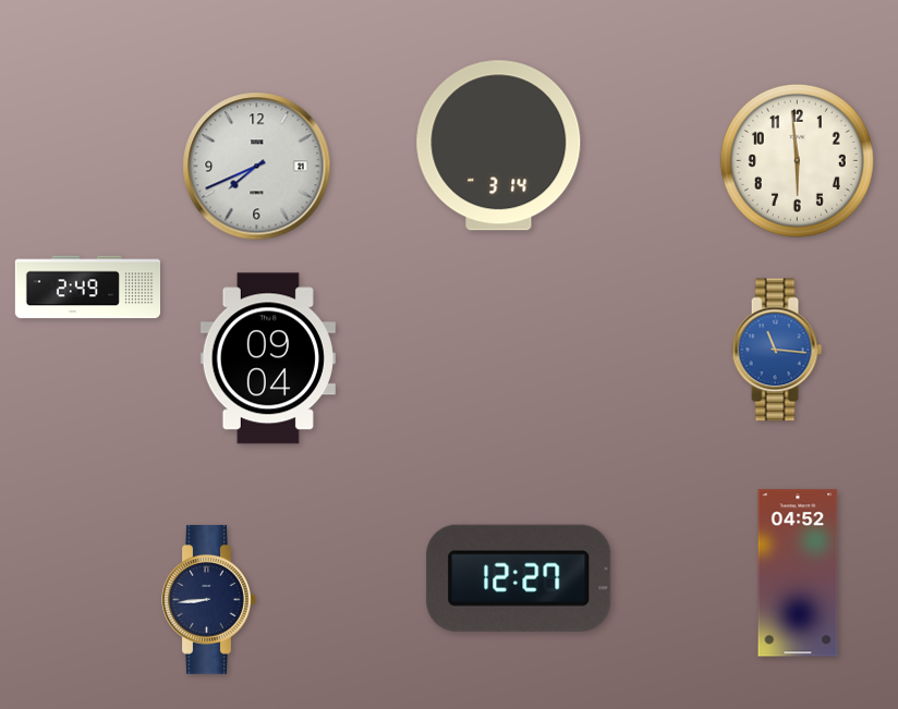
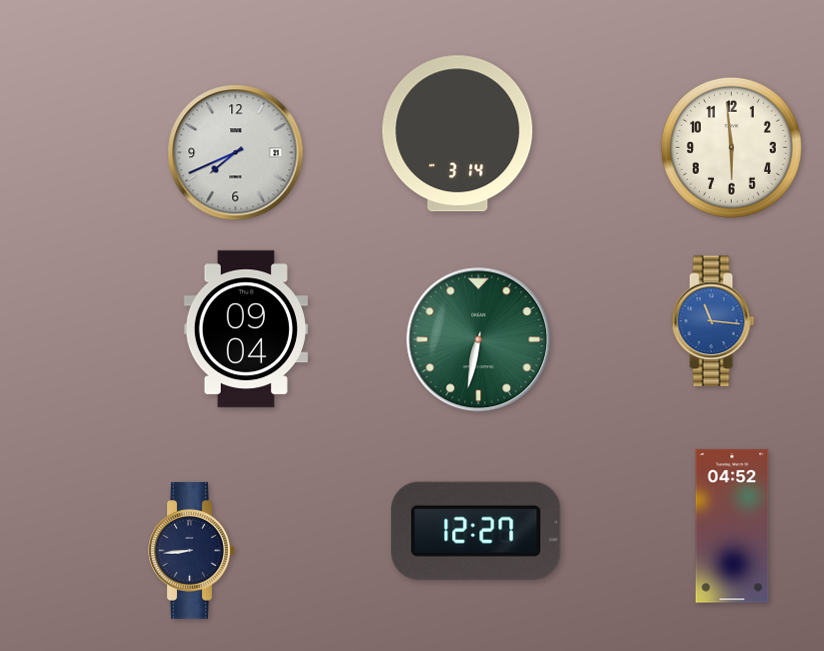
clock at (87, 288): 2:49 -> none
clock at (479, 340): none -> 6:32
